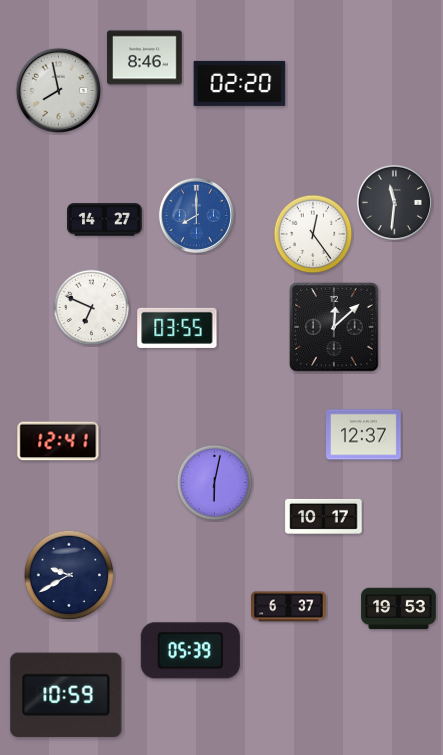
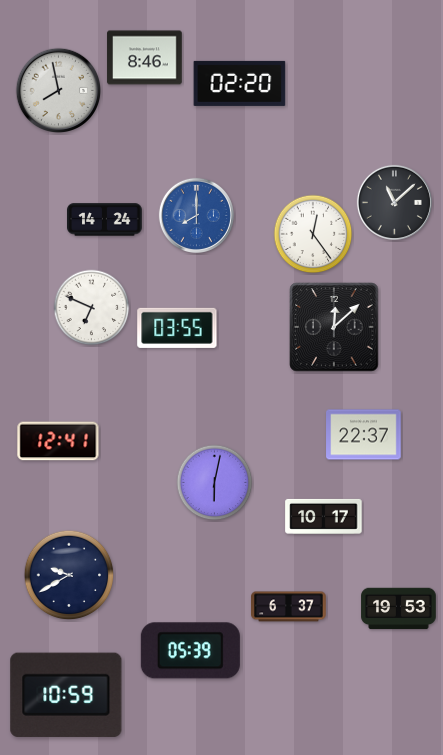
clock at (394, 202): 11:31 -> 11:08
clock at (105, 220): 14:27 -> 14:24
clock at (364, 435): 12:37 -> 22:37
